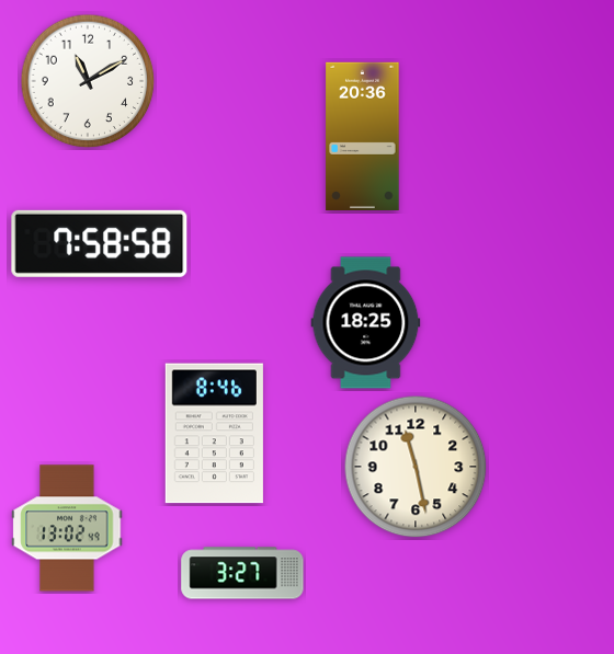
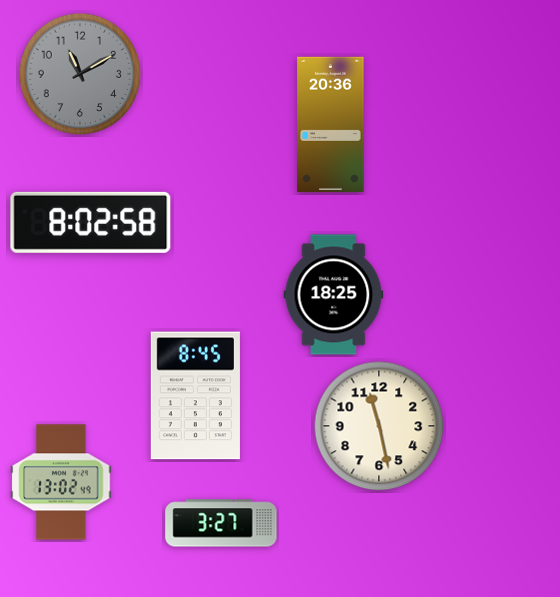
clock at (88, 81) dial: white -> grey
clock at (100, 243): 7:58 -> 8:02
clock at (214, 434): 8:46 -> 8:45
